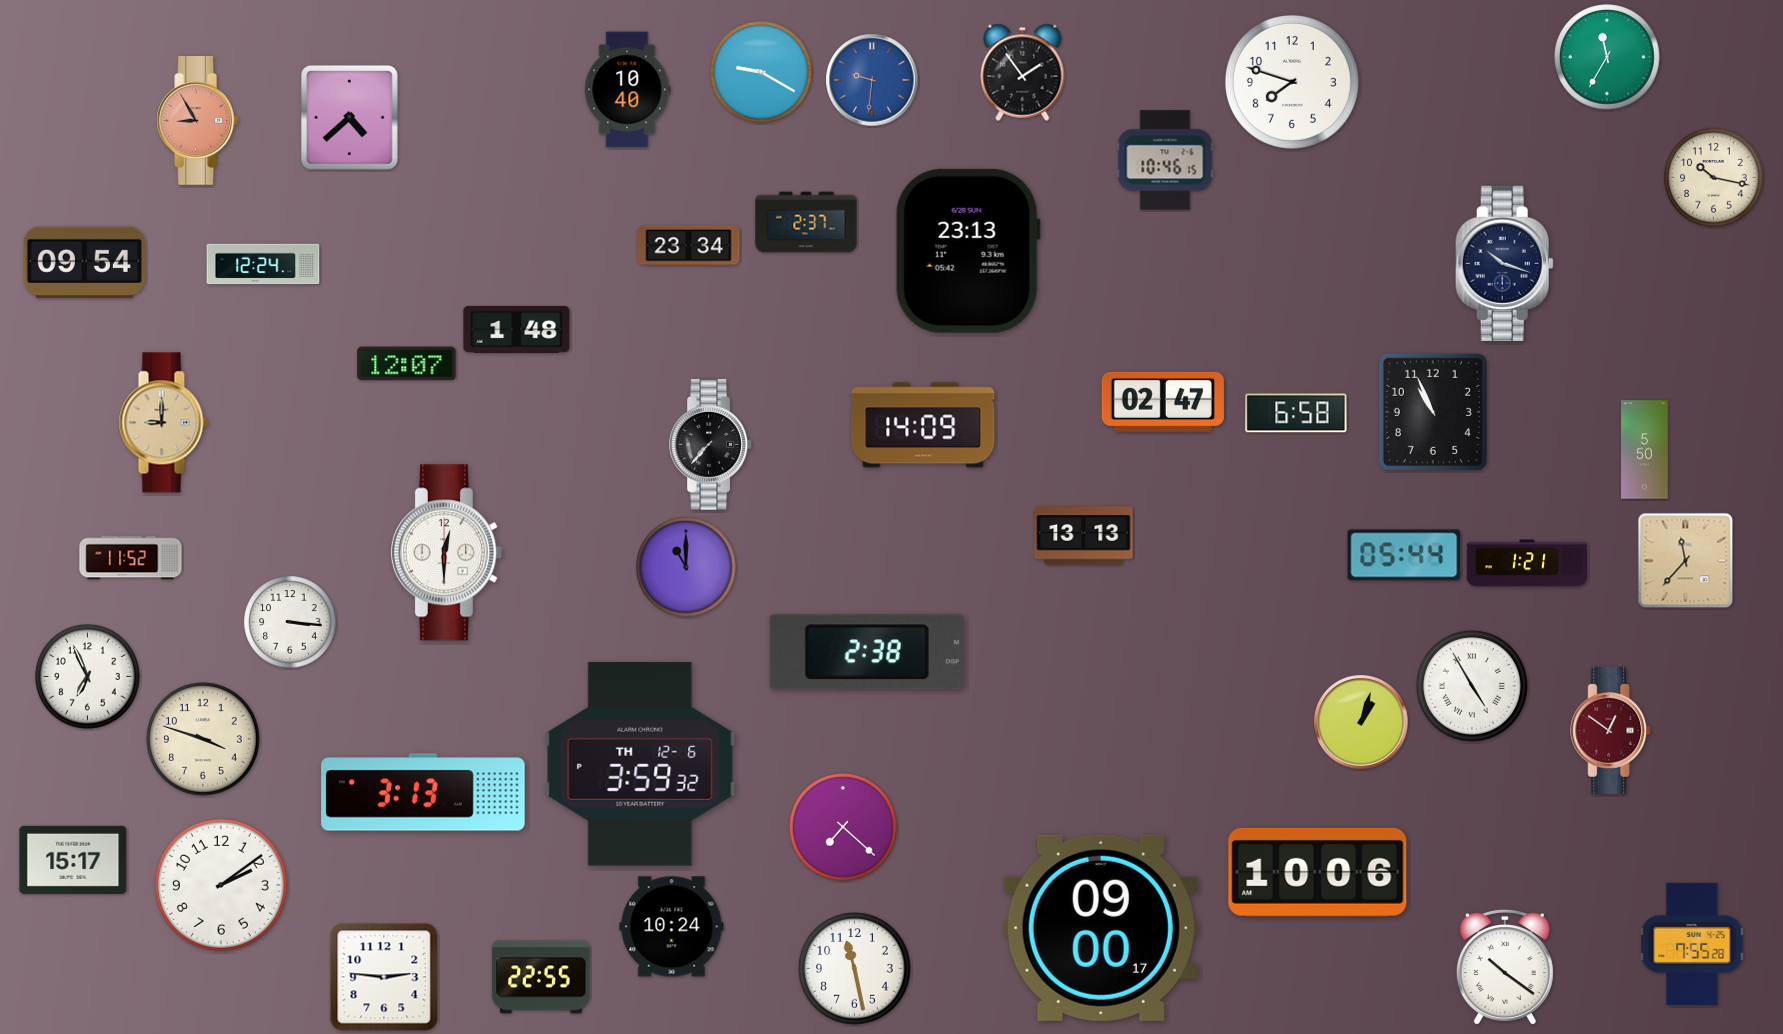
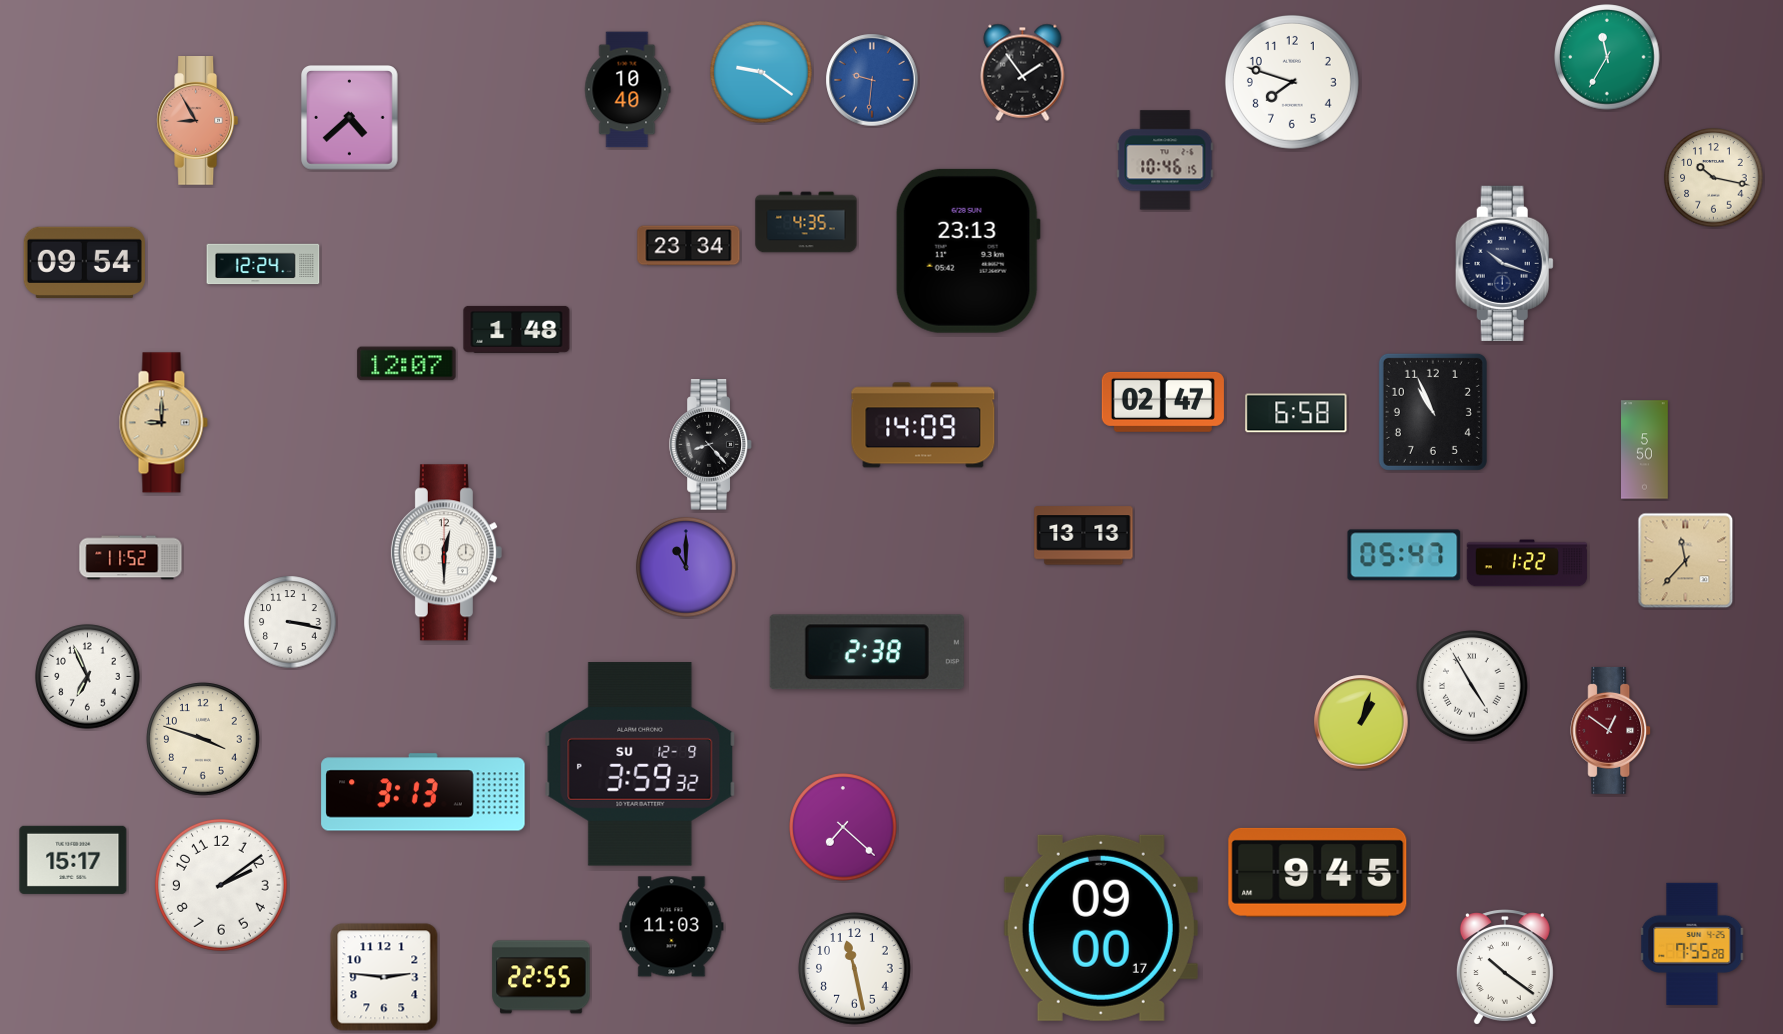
clock at (761, 72): 9:20 -> 9:21
clock at (806, 222): 2:37 -> 4:35
clock at (711, 445): 7:37 -> 8:23
clock at (1404, 555): 05:44 -> 05:47
clock at (1527, 563): 1:21 -> 1:22
clock at (290, 622): 3:16 -> 3:17
clock at (640, 764) date: TH 12-6 -> SU 12-9
clock at (1318, 872): 10:06 -> 9:45
clock at (672, 927): 10:24 -> 11:03
